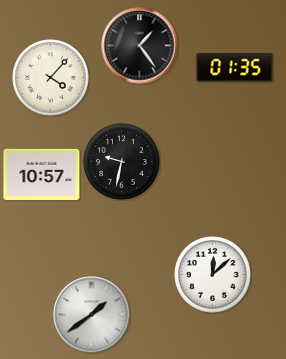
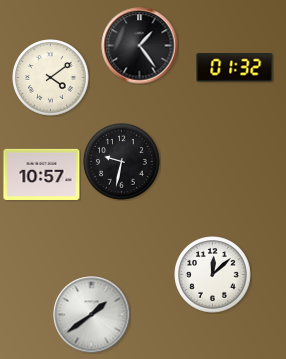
clock at (235, 68): 01:35 -> 01:32
clock at (51, 78): 4:07 -> 4:09
